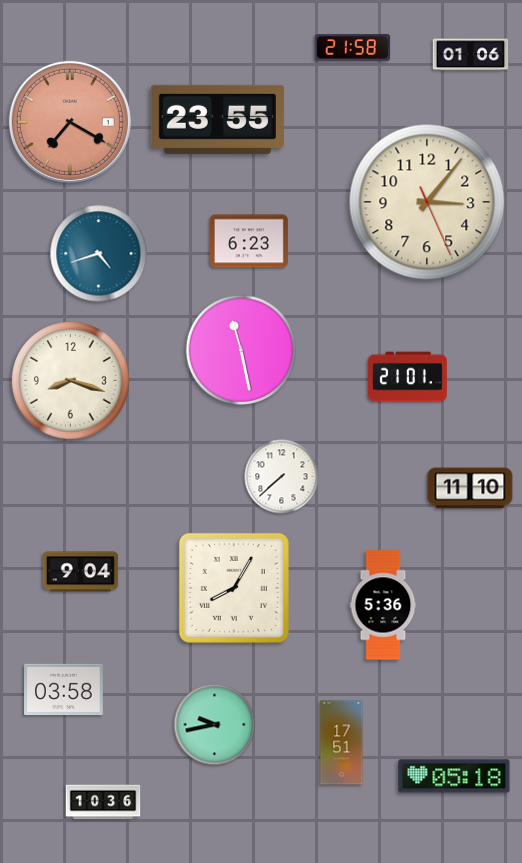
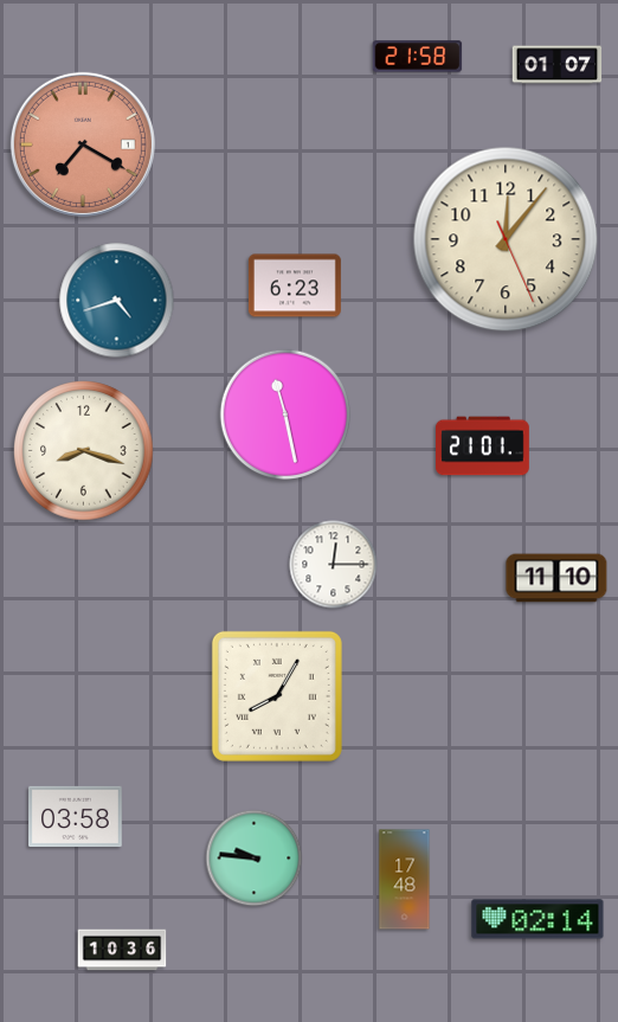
clock at (471, 55): 01:06 -> 01:07
clock at (217, 119): 23:55 -> none
clock at (427, 202): 3:06 -> 12:06
clock at (282, 477): 7:38 -> 12:15
clock at (81, 572): 9:04 -> none
clock at (383, 605): 5:36 -> none
clock at (215, 725): 9:43 -> 9:46
clock at (342, 743): 17:51 -> 17:48
clock at (454, 776): 05:18 -> 02:14
